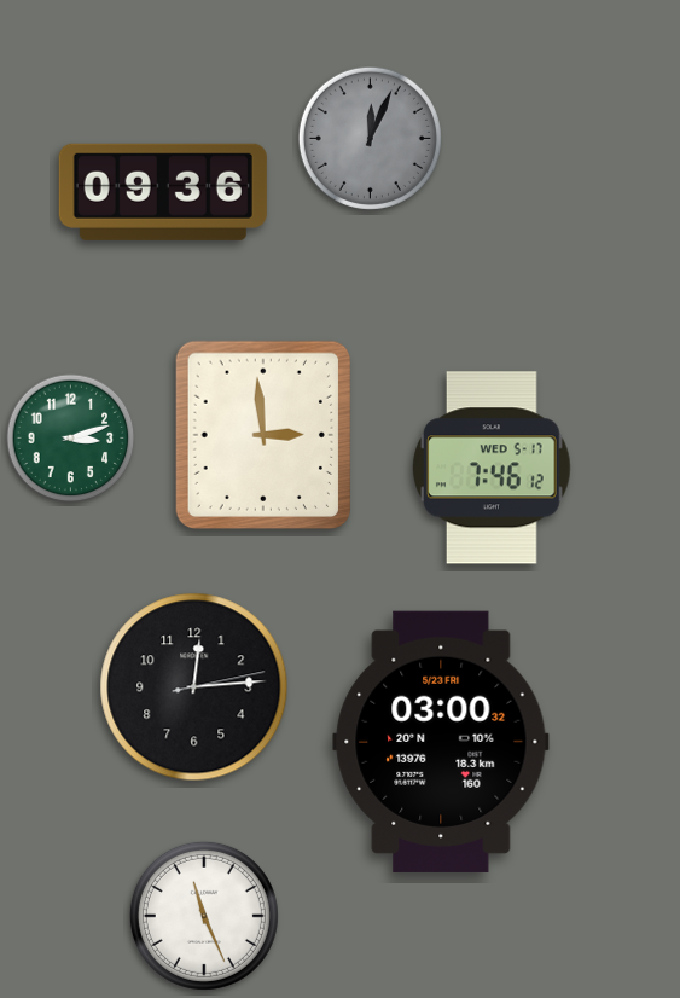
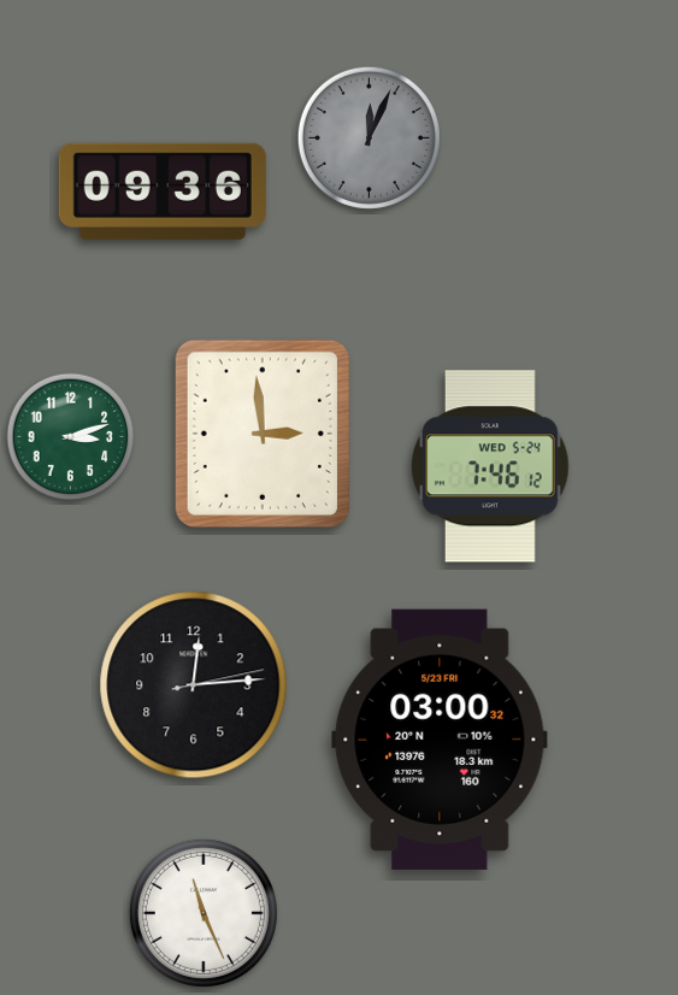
clock at (493, 468) date: WED 5-17 -> WED 5-24
